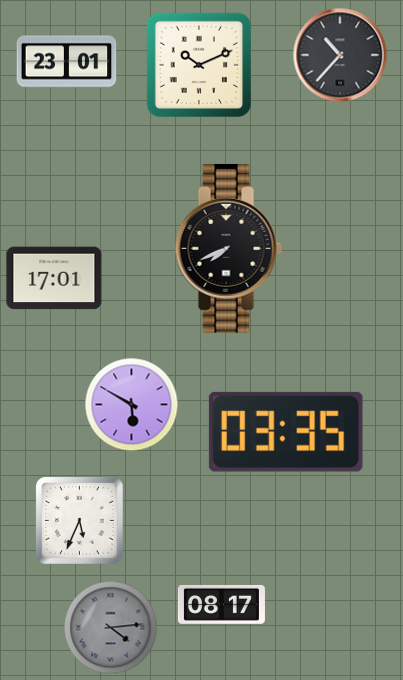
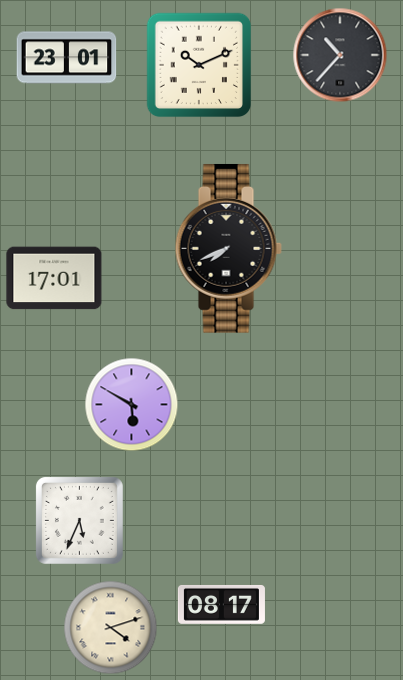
clock at (67, 62) position: (67, 62) -> (67, 58)
clock at (286, 432): 03:35 -> none
clock at (111, 628): 4:14 -> 4:12
clock at (111, 628) dial: grey -> cream
